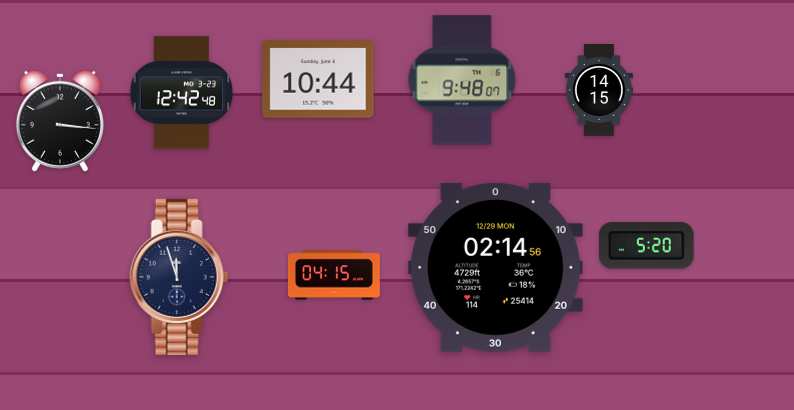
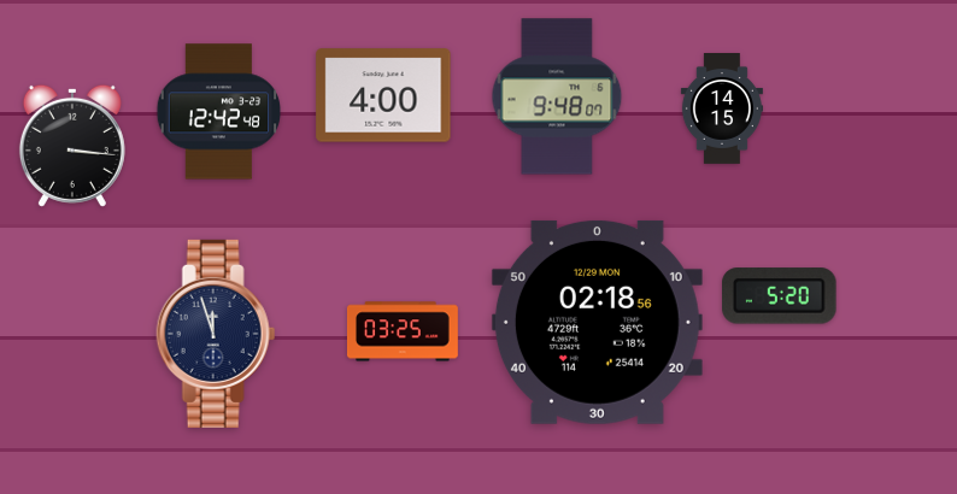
clock at (318, 79): 10:44 -> 4:00
clock at (495, 267): 02:14 -> 02:18
clock at (334, 275): 04:15 -> 03:25
